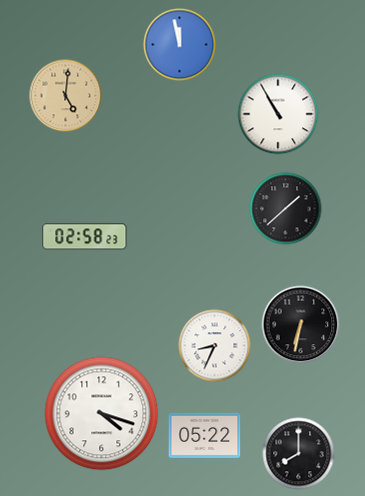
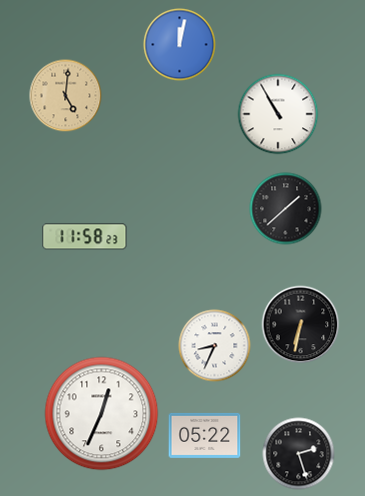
clock at (180, 45): 11:58 -> 12:02
clock at (85, 237): 02:58 -> 11:58
clock at (102, 414): 4:18 -> 12:34
clock at (299, 454): 8:00 -> 2:27
